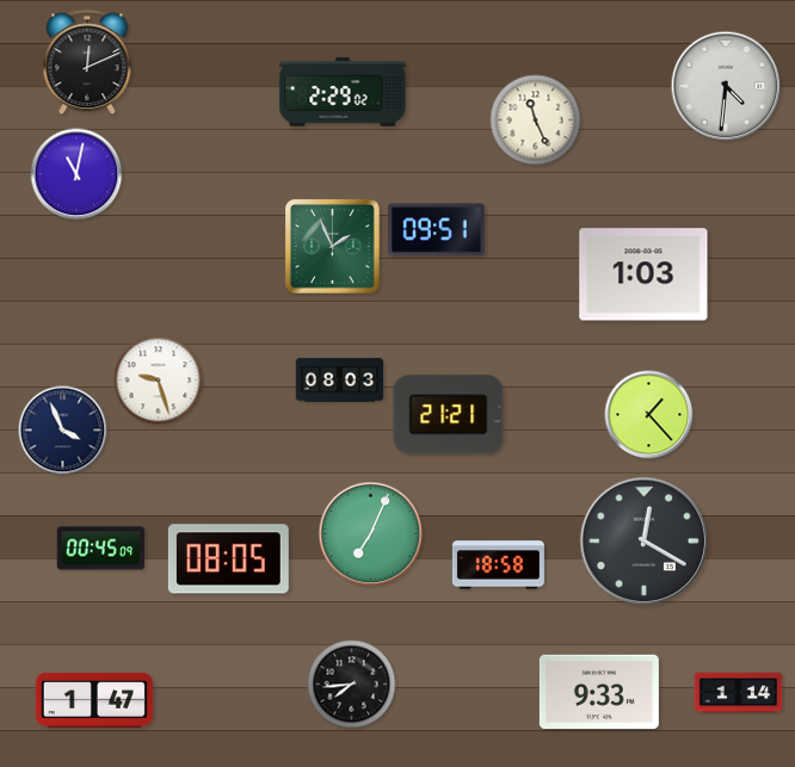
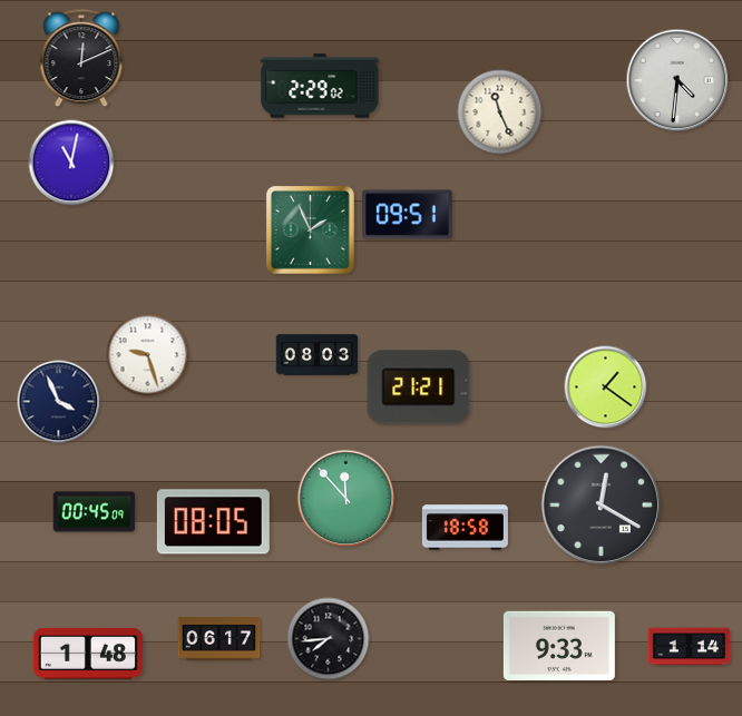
clock at (643, 274): 1:03 -> none
clock at (649, 415): 1:23 -> 1:21
clock at (371, 534): 7:04 -> 11:53
clock at (219, 639): none -> 06:17
clock at (94, 700): 1:47 -> 1:48
